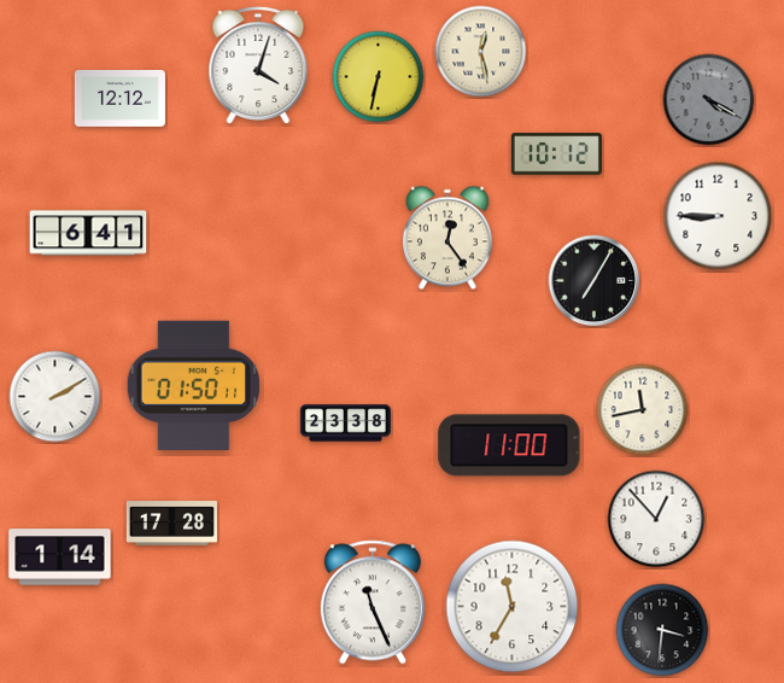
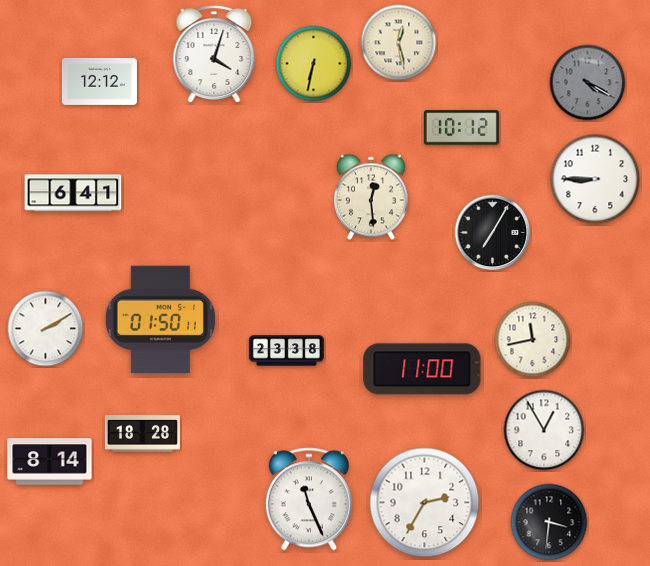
clock at (447, 238): 12:24 -> 12:29
clock at (656, 519): 12:53 -> 12:55
clock at (171, 524): 17:28 -> 18:28
clock at (60, 558): 1:14 -> 8:14
clock at (513, 607): 11:35 -> 2:35
